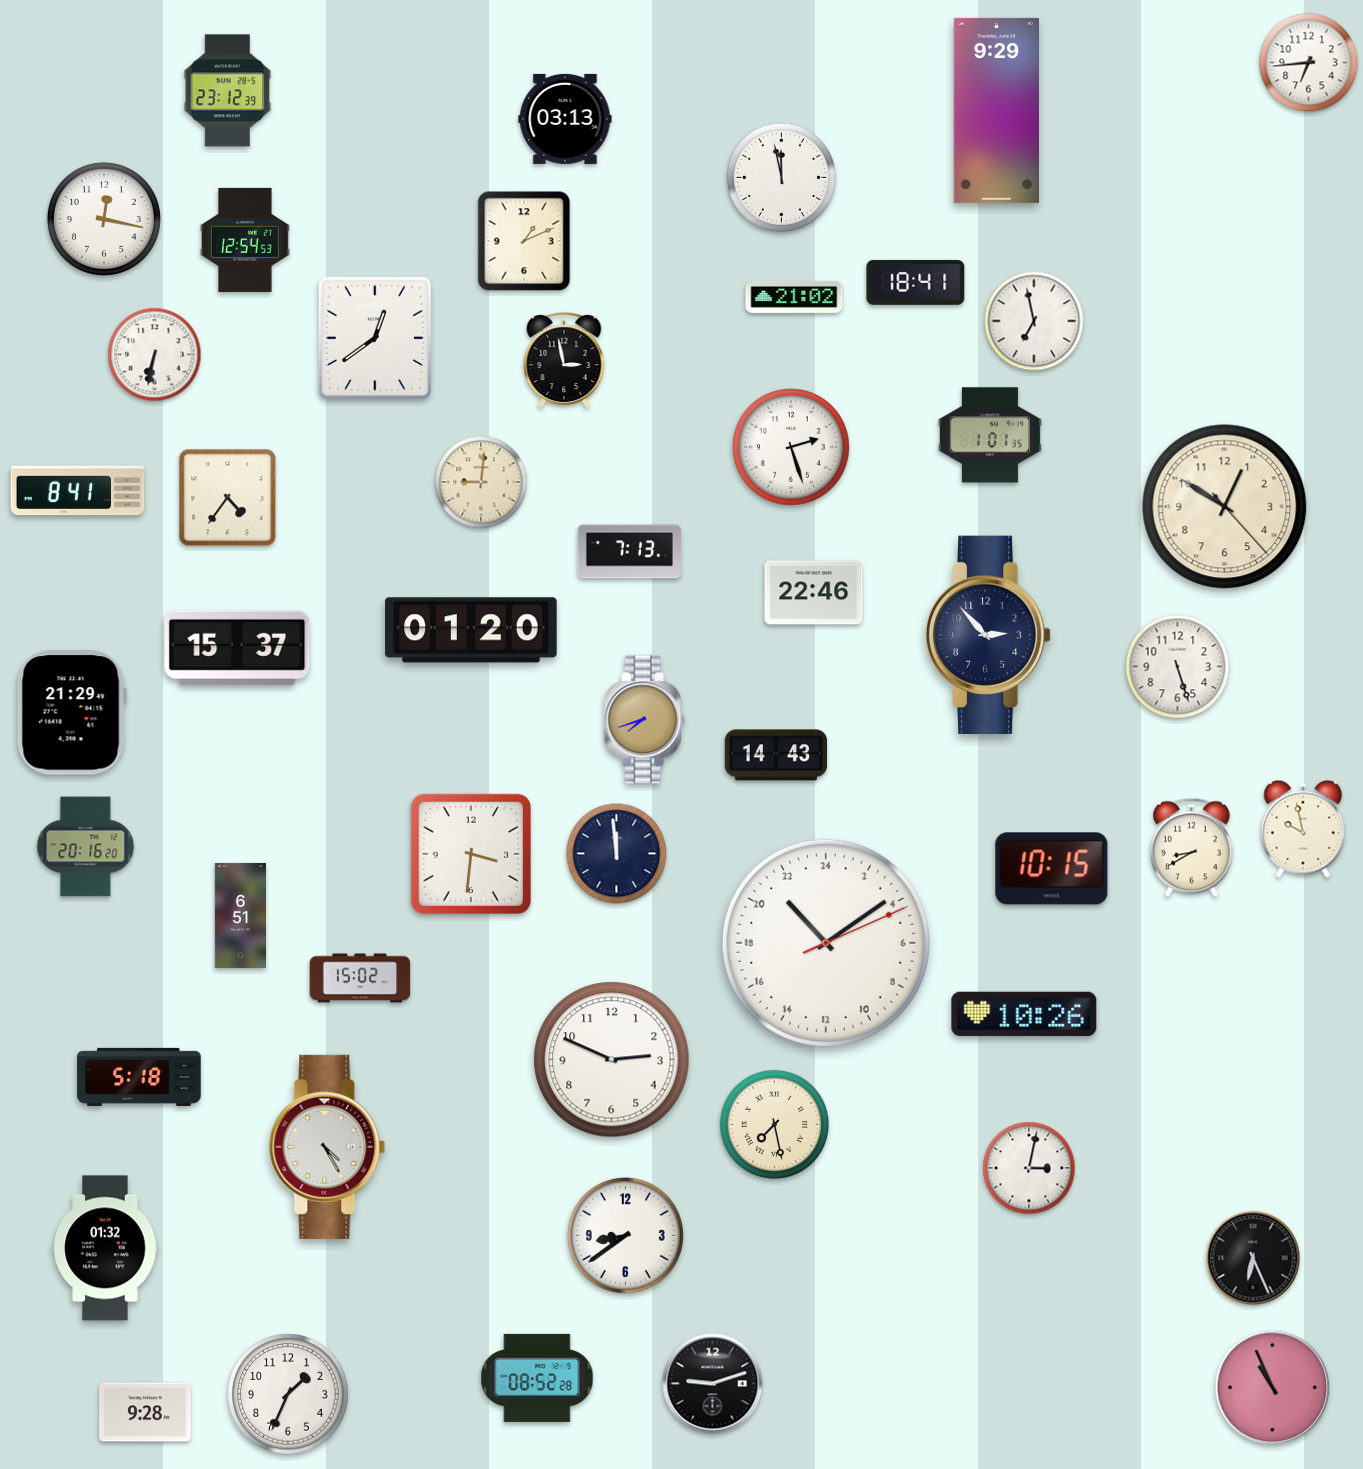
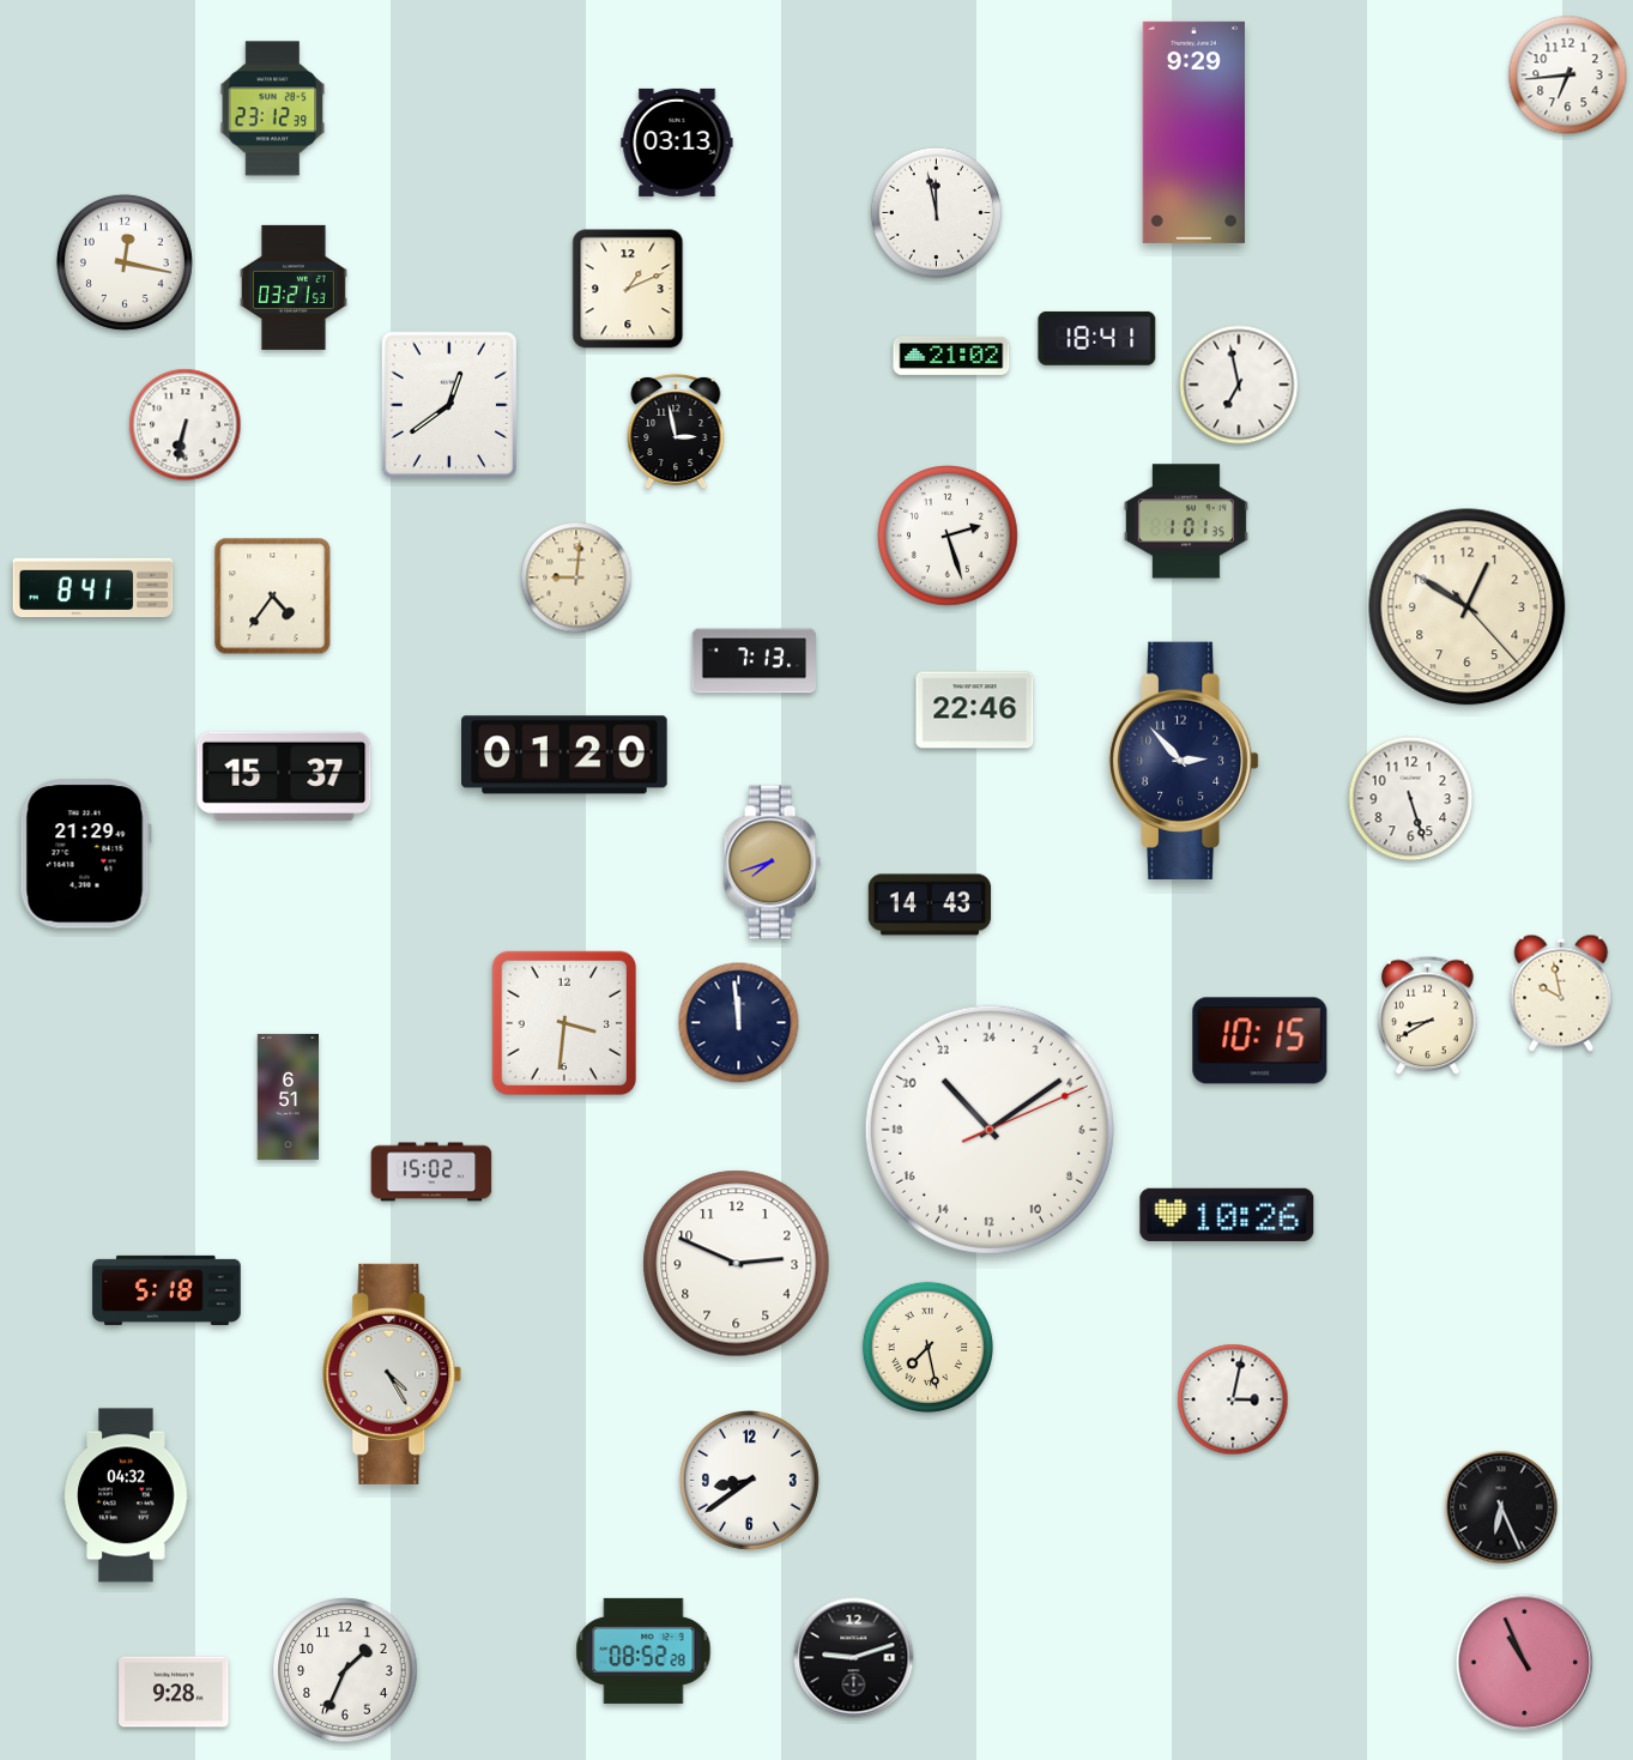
clock at (245, 240): 12:54 -> 03:21
clock at (86, 847): 20:16 -> none
clock at (612, 1060) position: (612, 1060) -> (737, 1264)
clock at (105, 1248): 01:32 -> 04:32
